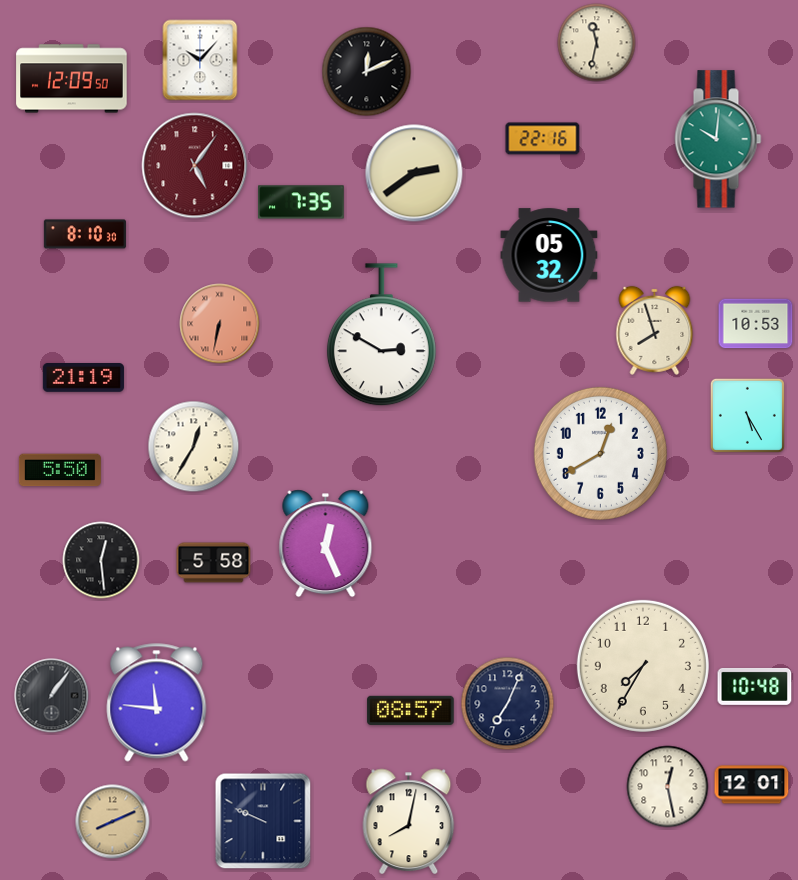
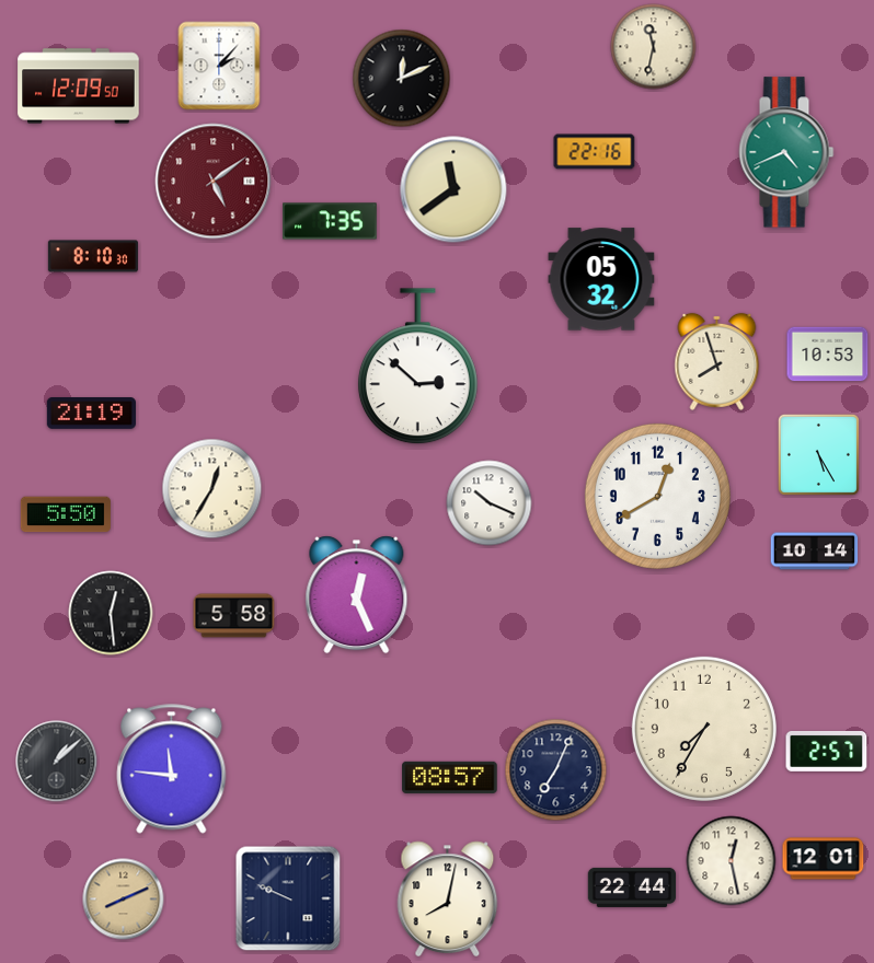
clock at (200, 60): 10:07 -> 2:07
clock at (718, 139): 10:01 -> 4:41
clock at (195, 166): 5:06 -> 5:09
clock at (414, 173): 2:39 -> 11:39
clock at (220, 324): 6:32 -> none
clock at (381, 335): 2:50 -> 2:52
clock at (490, 503): none -> 10:19
clock at (815, 552): none -> 10:14
clock at (755, 686): 10:48 -> 2:57
clock at (52, 696): 1:06 -> 1:08
clock at (632, 887): none -> 22:44
